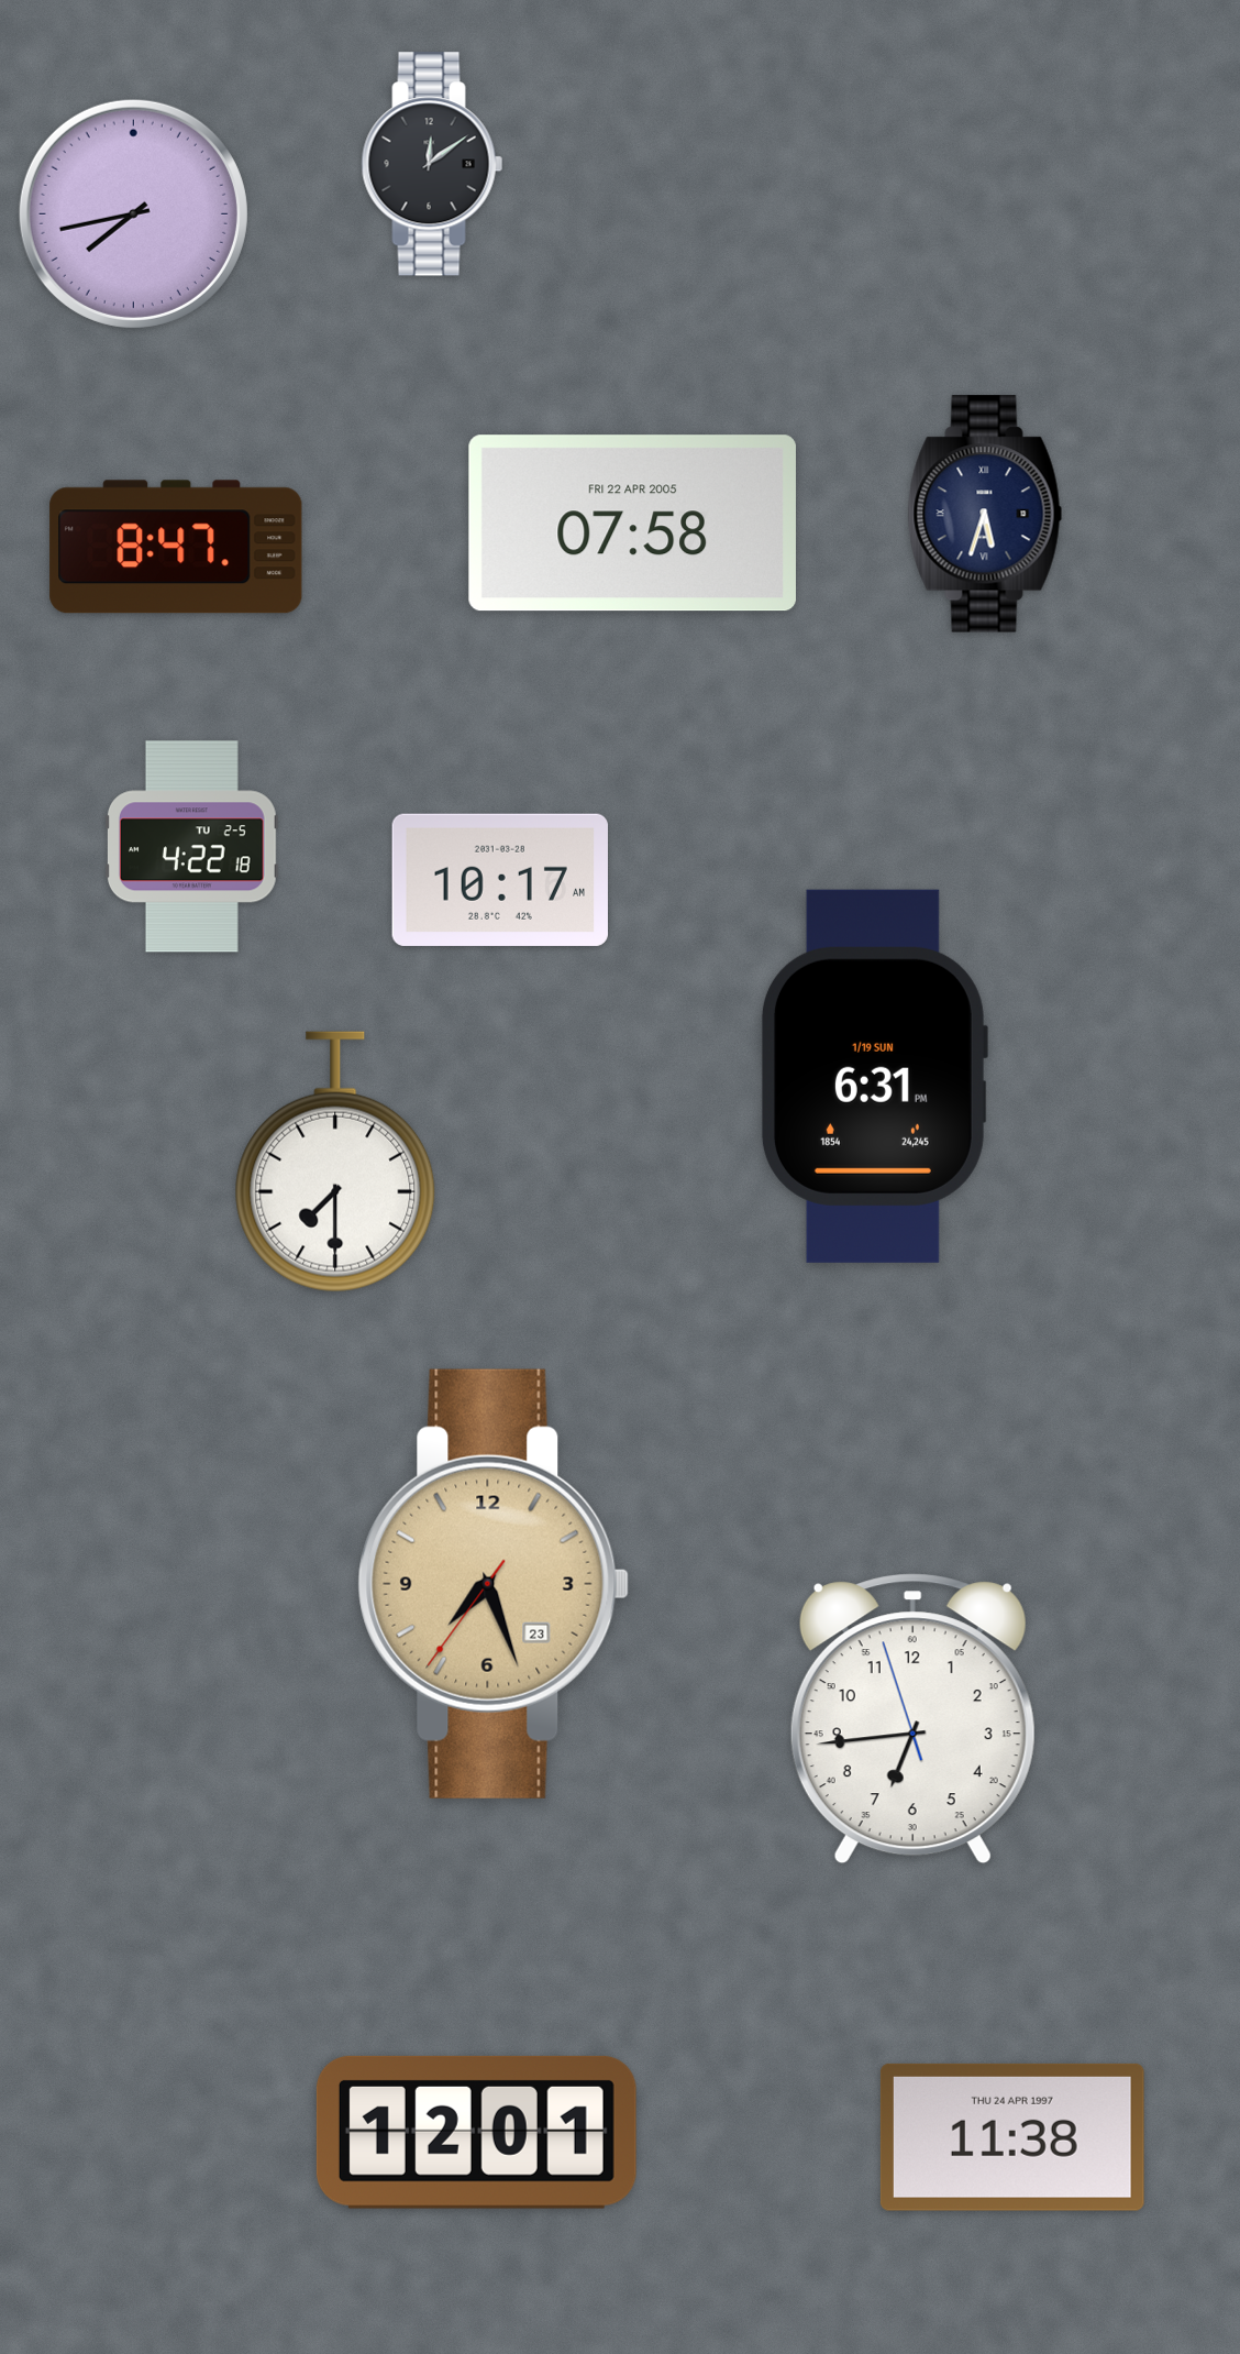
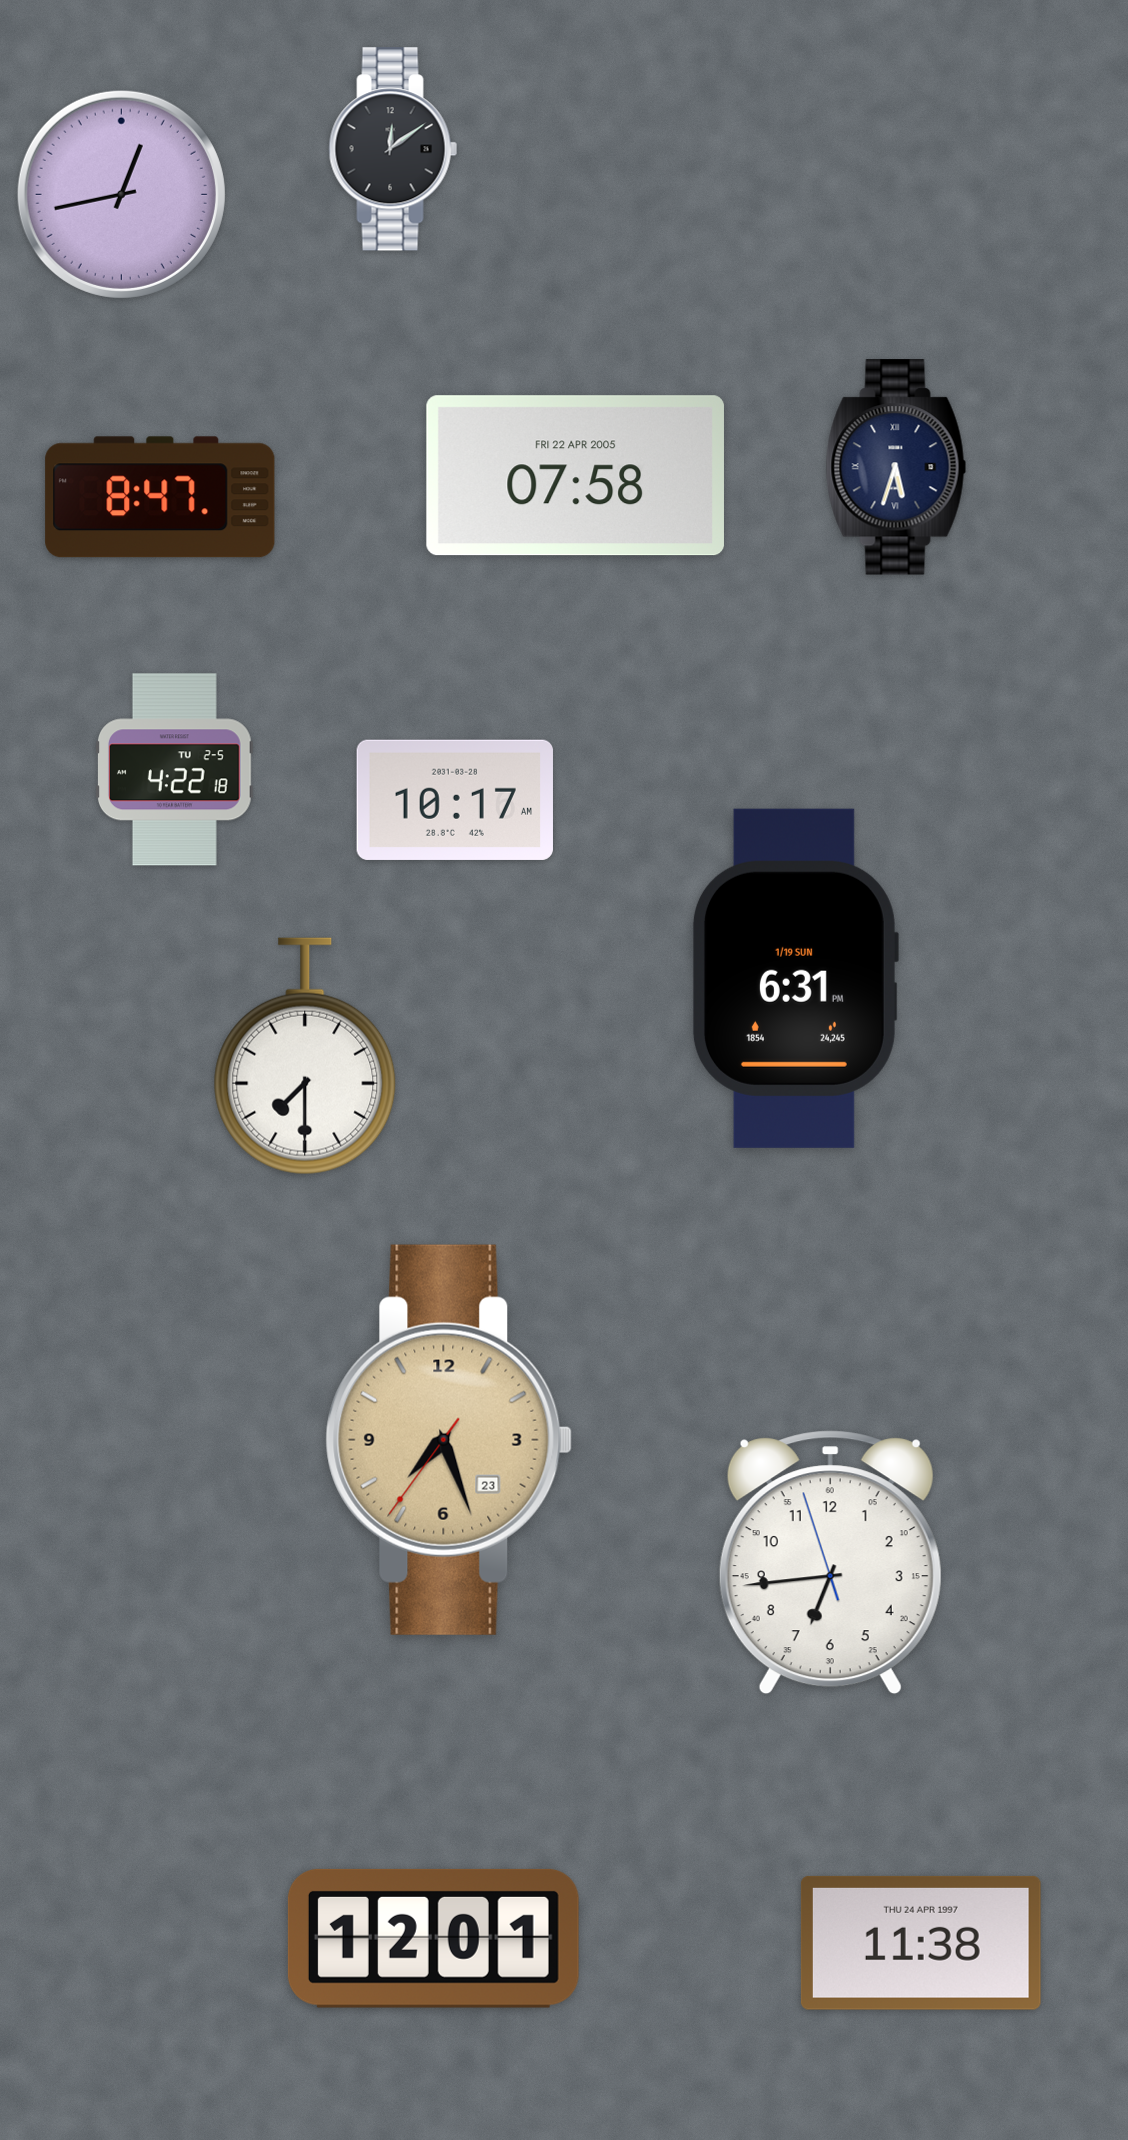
clock at (133, 213): 7:43 -> 12:43
